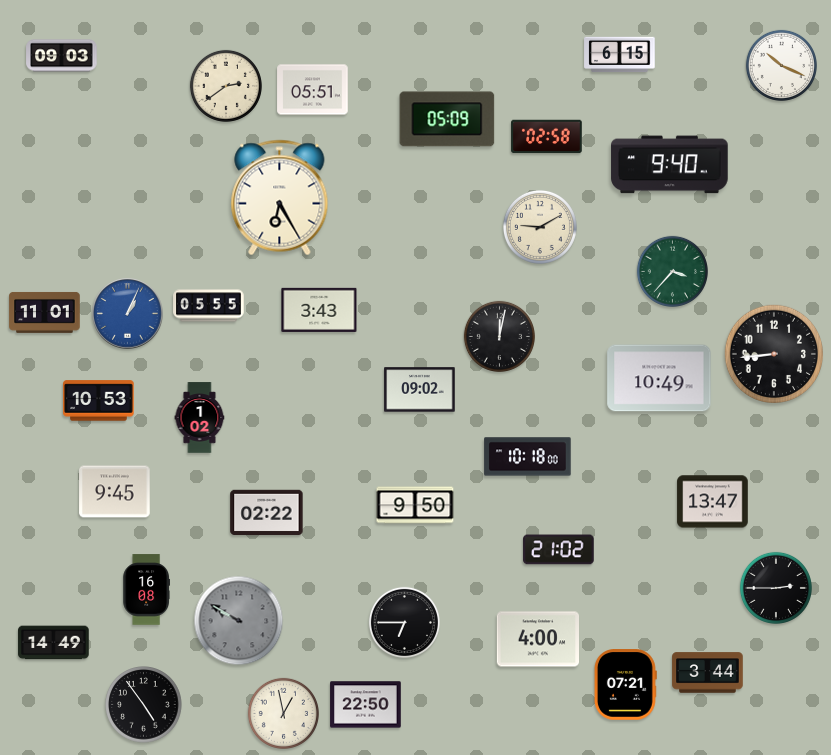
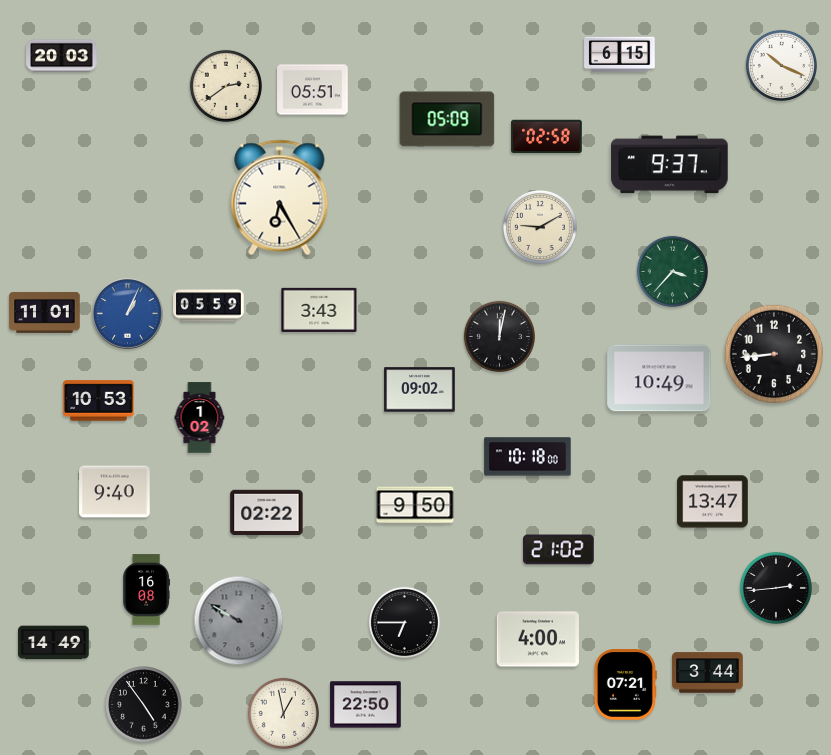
clock at (62, 56): 09:03 -> 20:03
clock at (670, 165): 9:40 -> 9:37
clock at (209, 306): 05:55 -> 05:59
clock at (115, 492): 9:45 -> 9:40
clock at (776, 588): 2:45 -> 2:44
